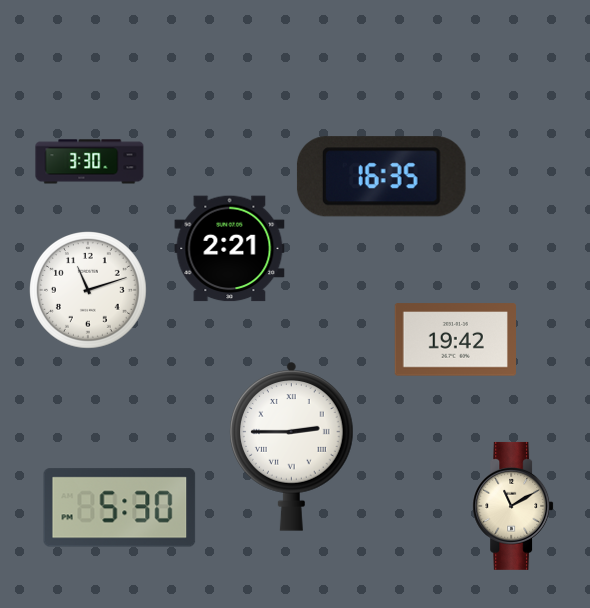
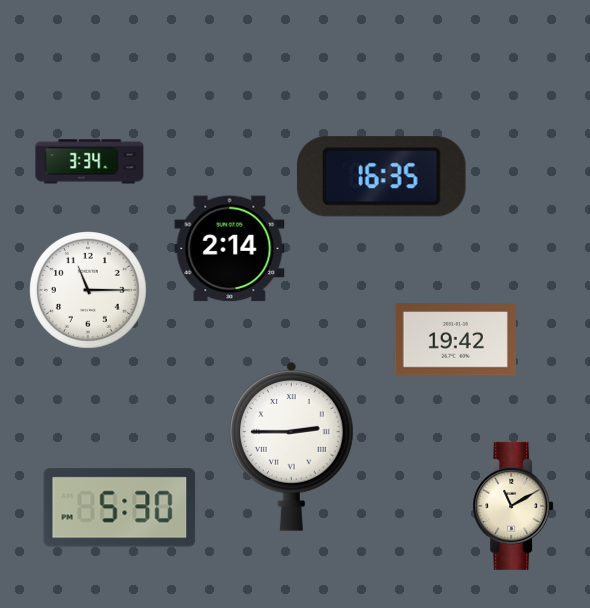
clock at (90, 162): 3:30 -> 3:34
clock at (230, 249): 2:21 -> 2:14
clock at (89, 291): 11:12 -> 11:15
